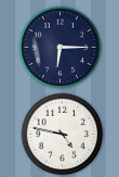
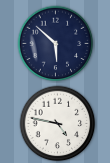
clock at (61, 48): 6:15 -> 5:52
